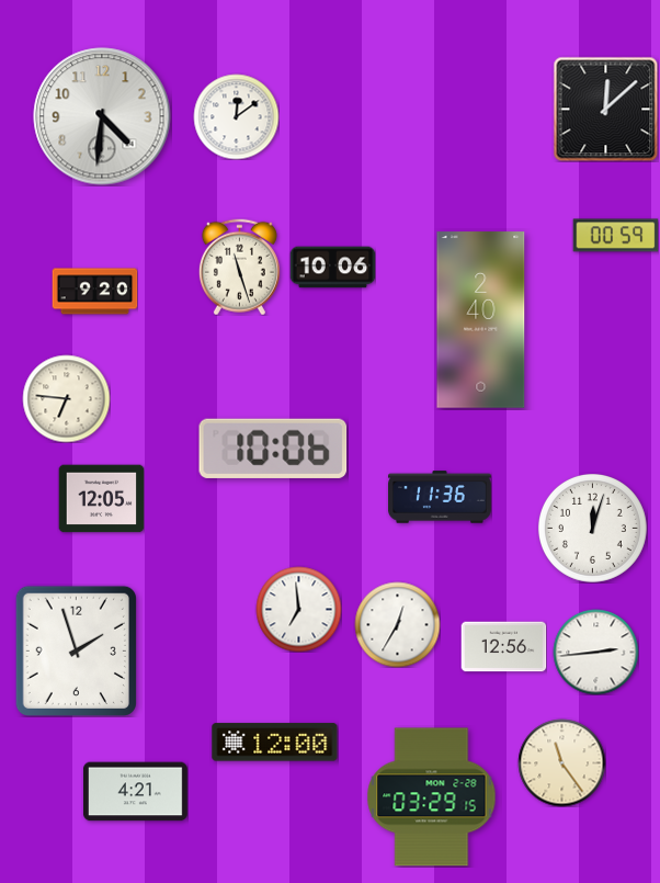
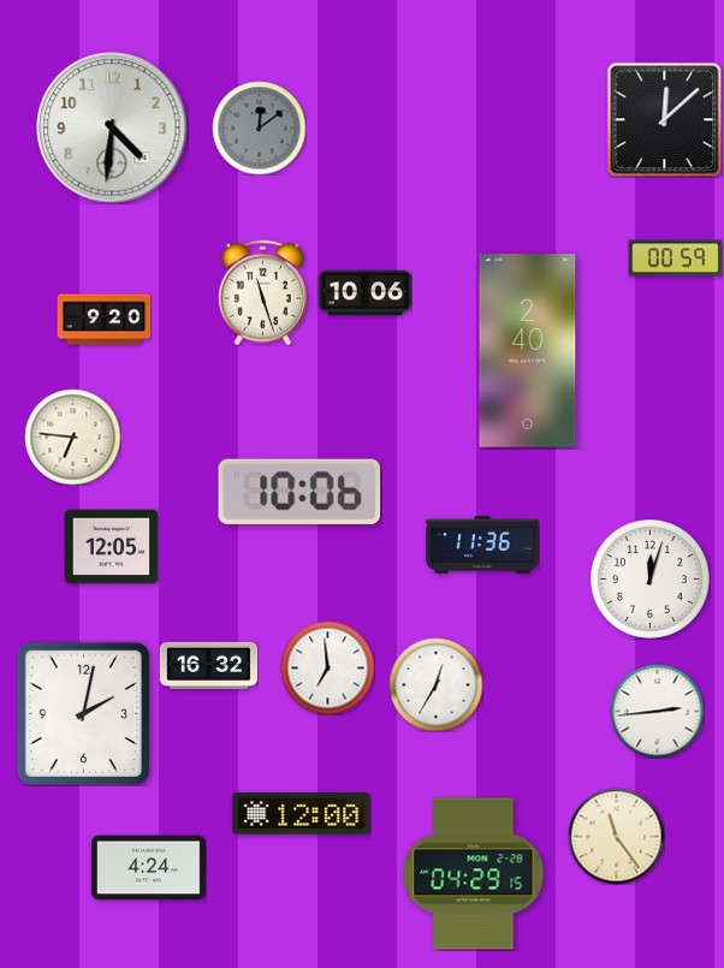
clock at (236, 116) dial: white -> grey
clock at (208, 665): none -> 16:32
clock at (503, 647): 12:56 -> none
clock at (76, 650): 1:57 -> 2:02
clock at (595, 652) position: (595, 652) -> (657, 711)
clock at (135, 792): 4:21 -> 4:24
clock at (432, 797): 03:29 -> 04:29
